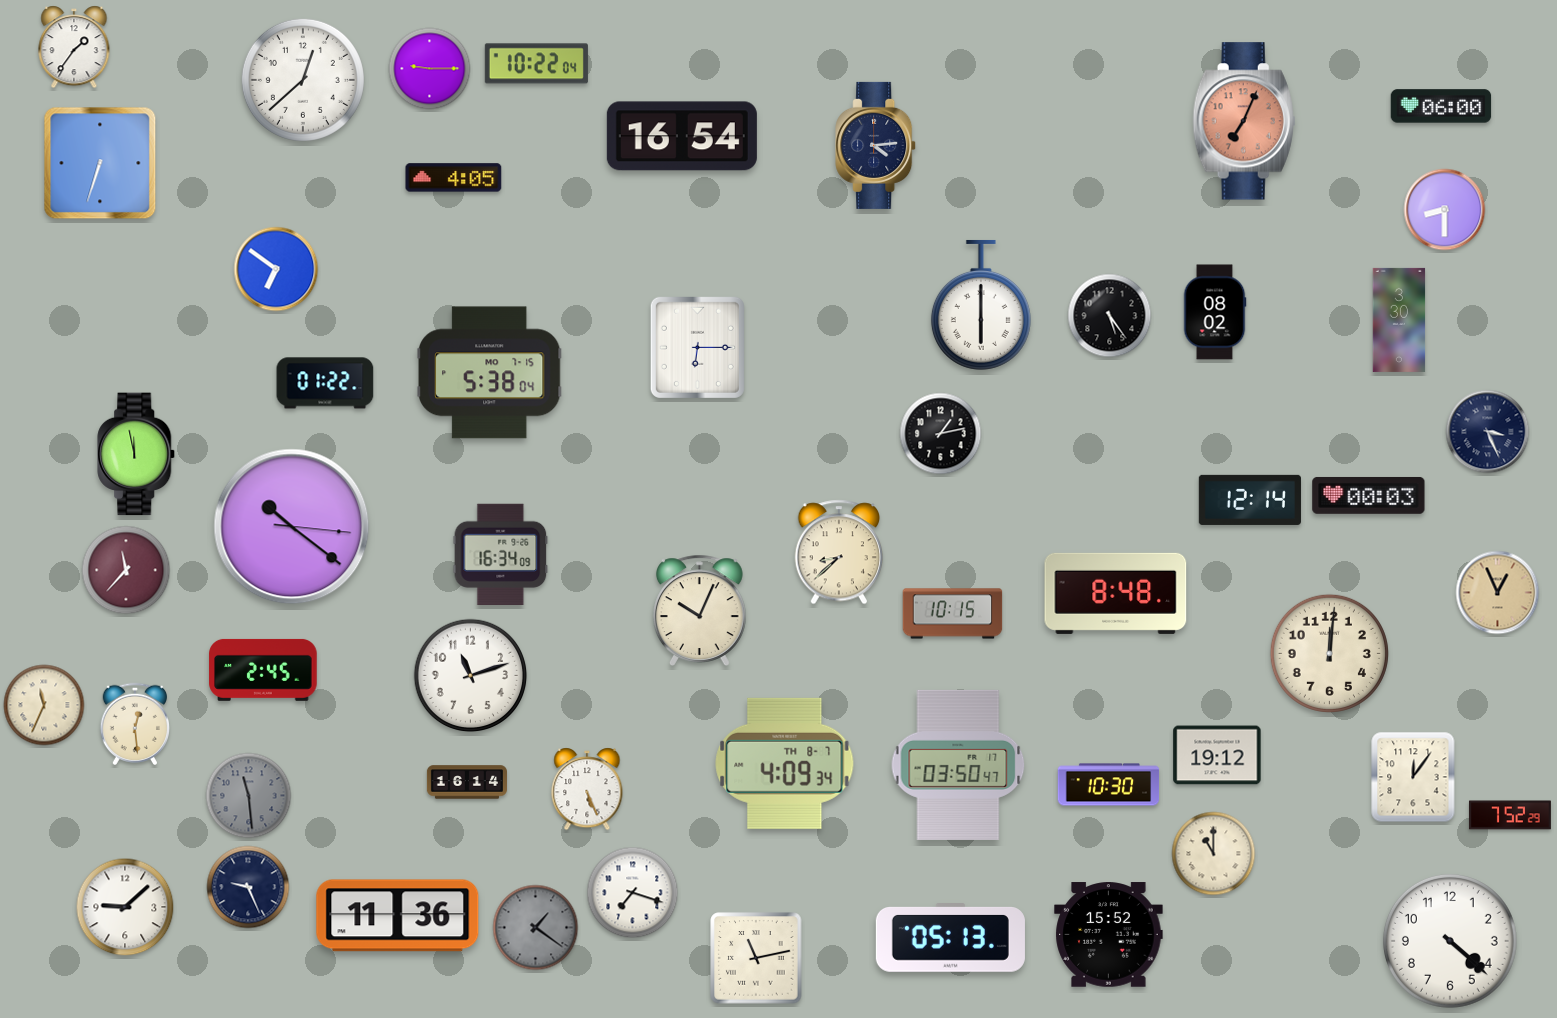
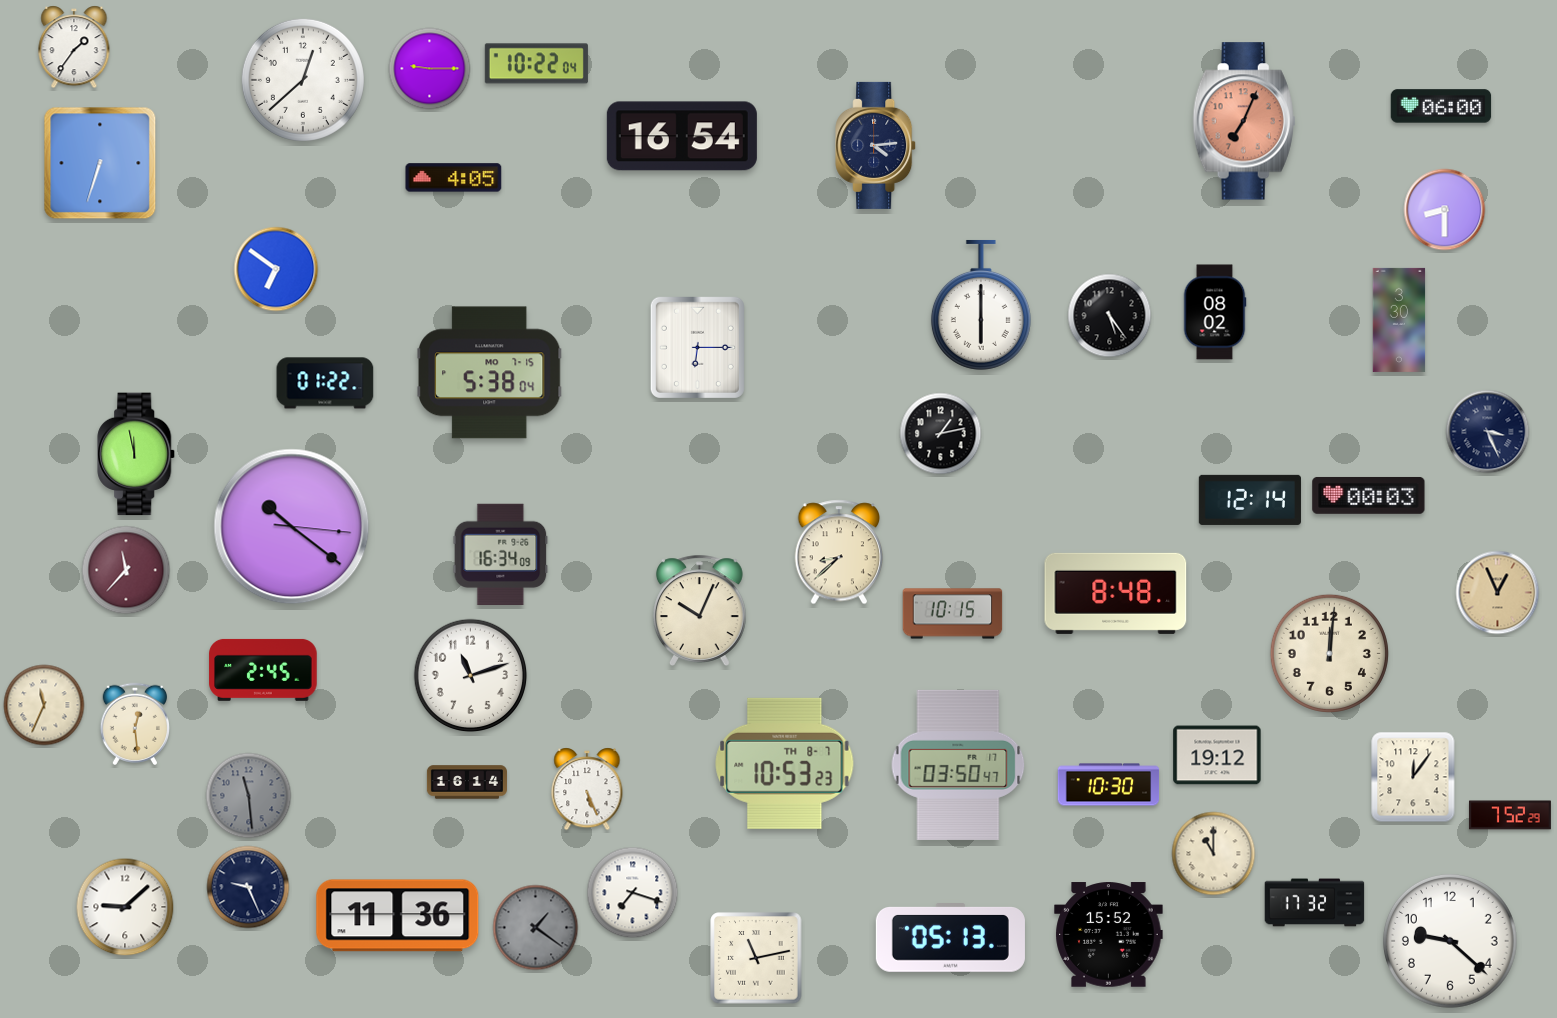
clock at (785, 763): 4:09 -> 10:53
clock at (1315, 903): none -> 17:32
clock at (1450, 941): 4:22 -> 9:22
